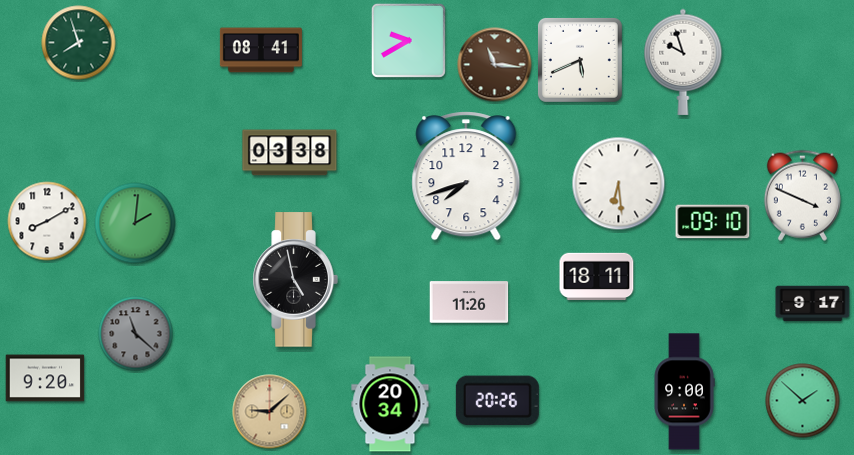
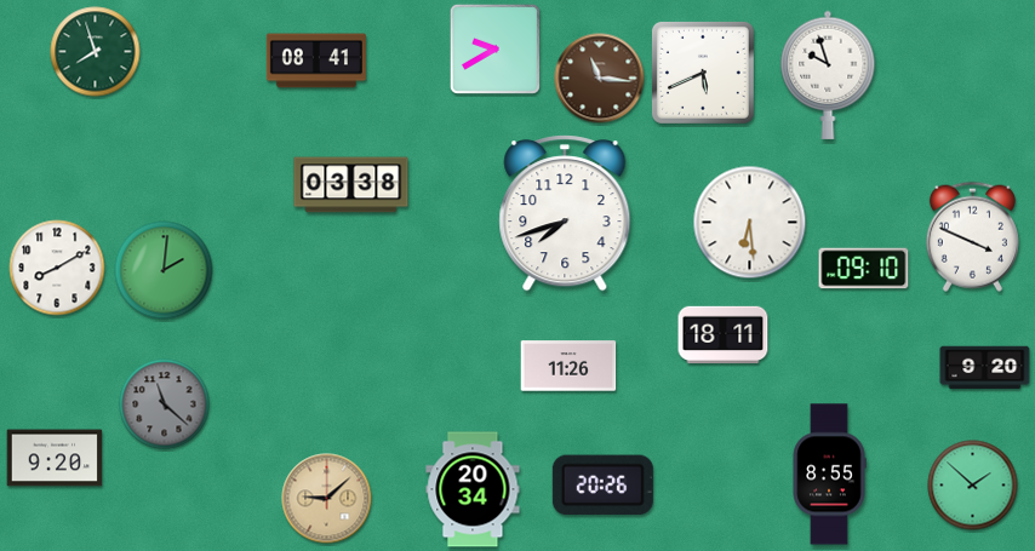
clock at (295, 280): 4:58 -> none
clock at (813, 304): 9:17 -> 9:20
clock at (684, 392): 9:00 -> 8:55
